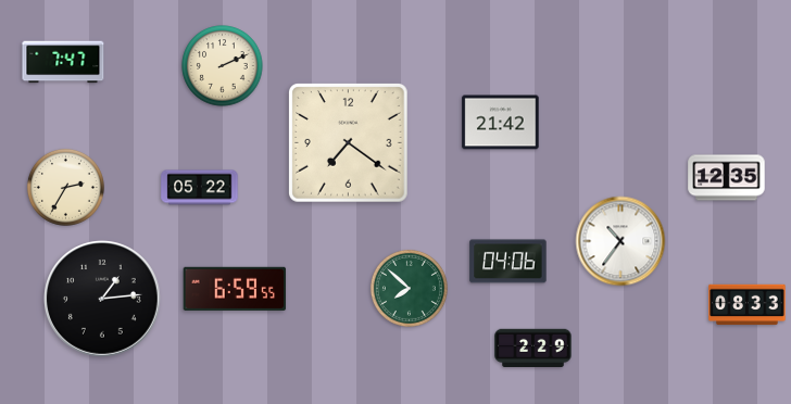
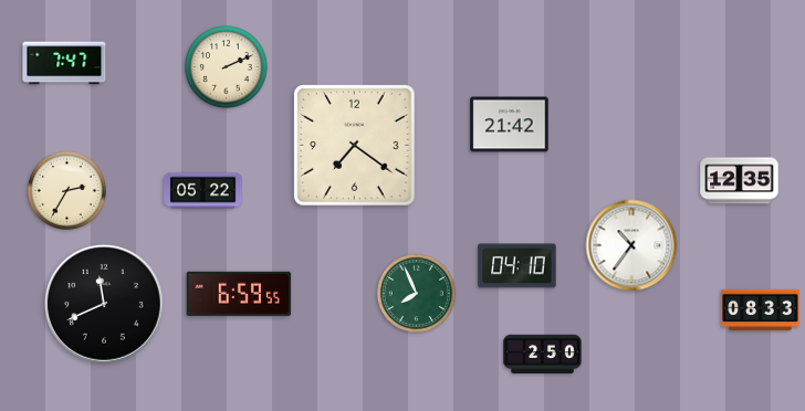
clock at (508, 262): 04:06 -> 04:10
clock at (409, 288): 7:52 -> 7:56
clock at (103, 300): 1:14 -> 11:41
clock at (533, 349): 2:29 -> 2:50
